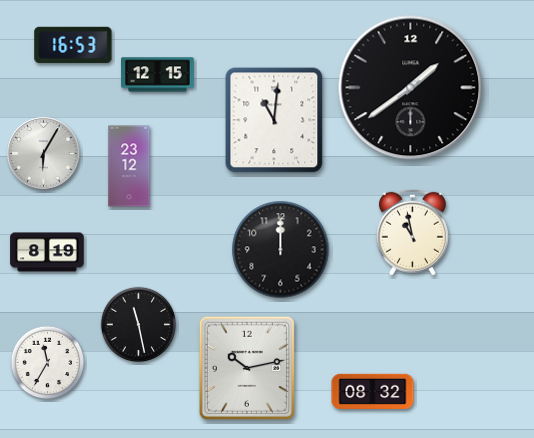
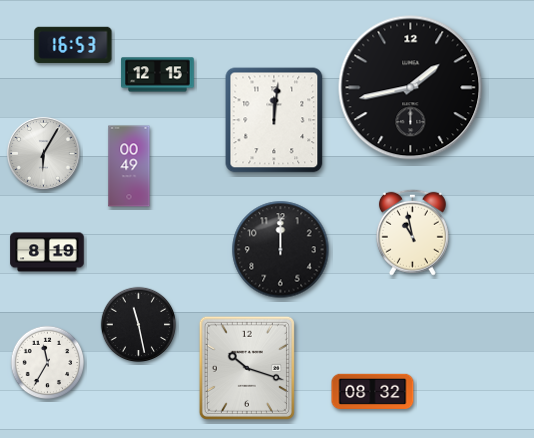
clock at (411, 88): 1:39 -> 1:43
clock at (274, 120): 11:01 -> 12:01
clock at (129, 166): 23:12 -> 00:49
clock at (247, 368): 10:13 -> 10:18
